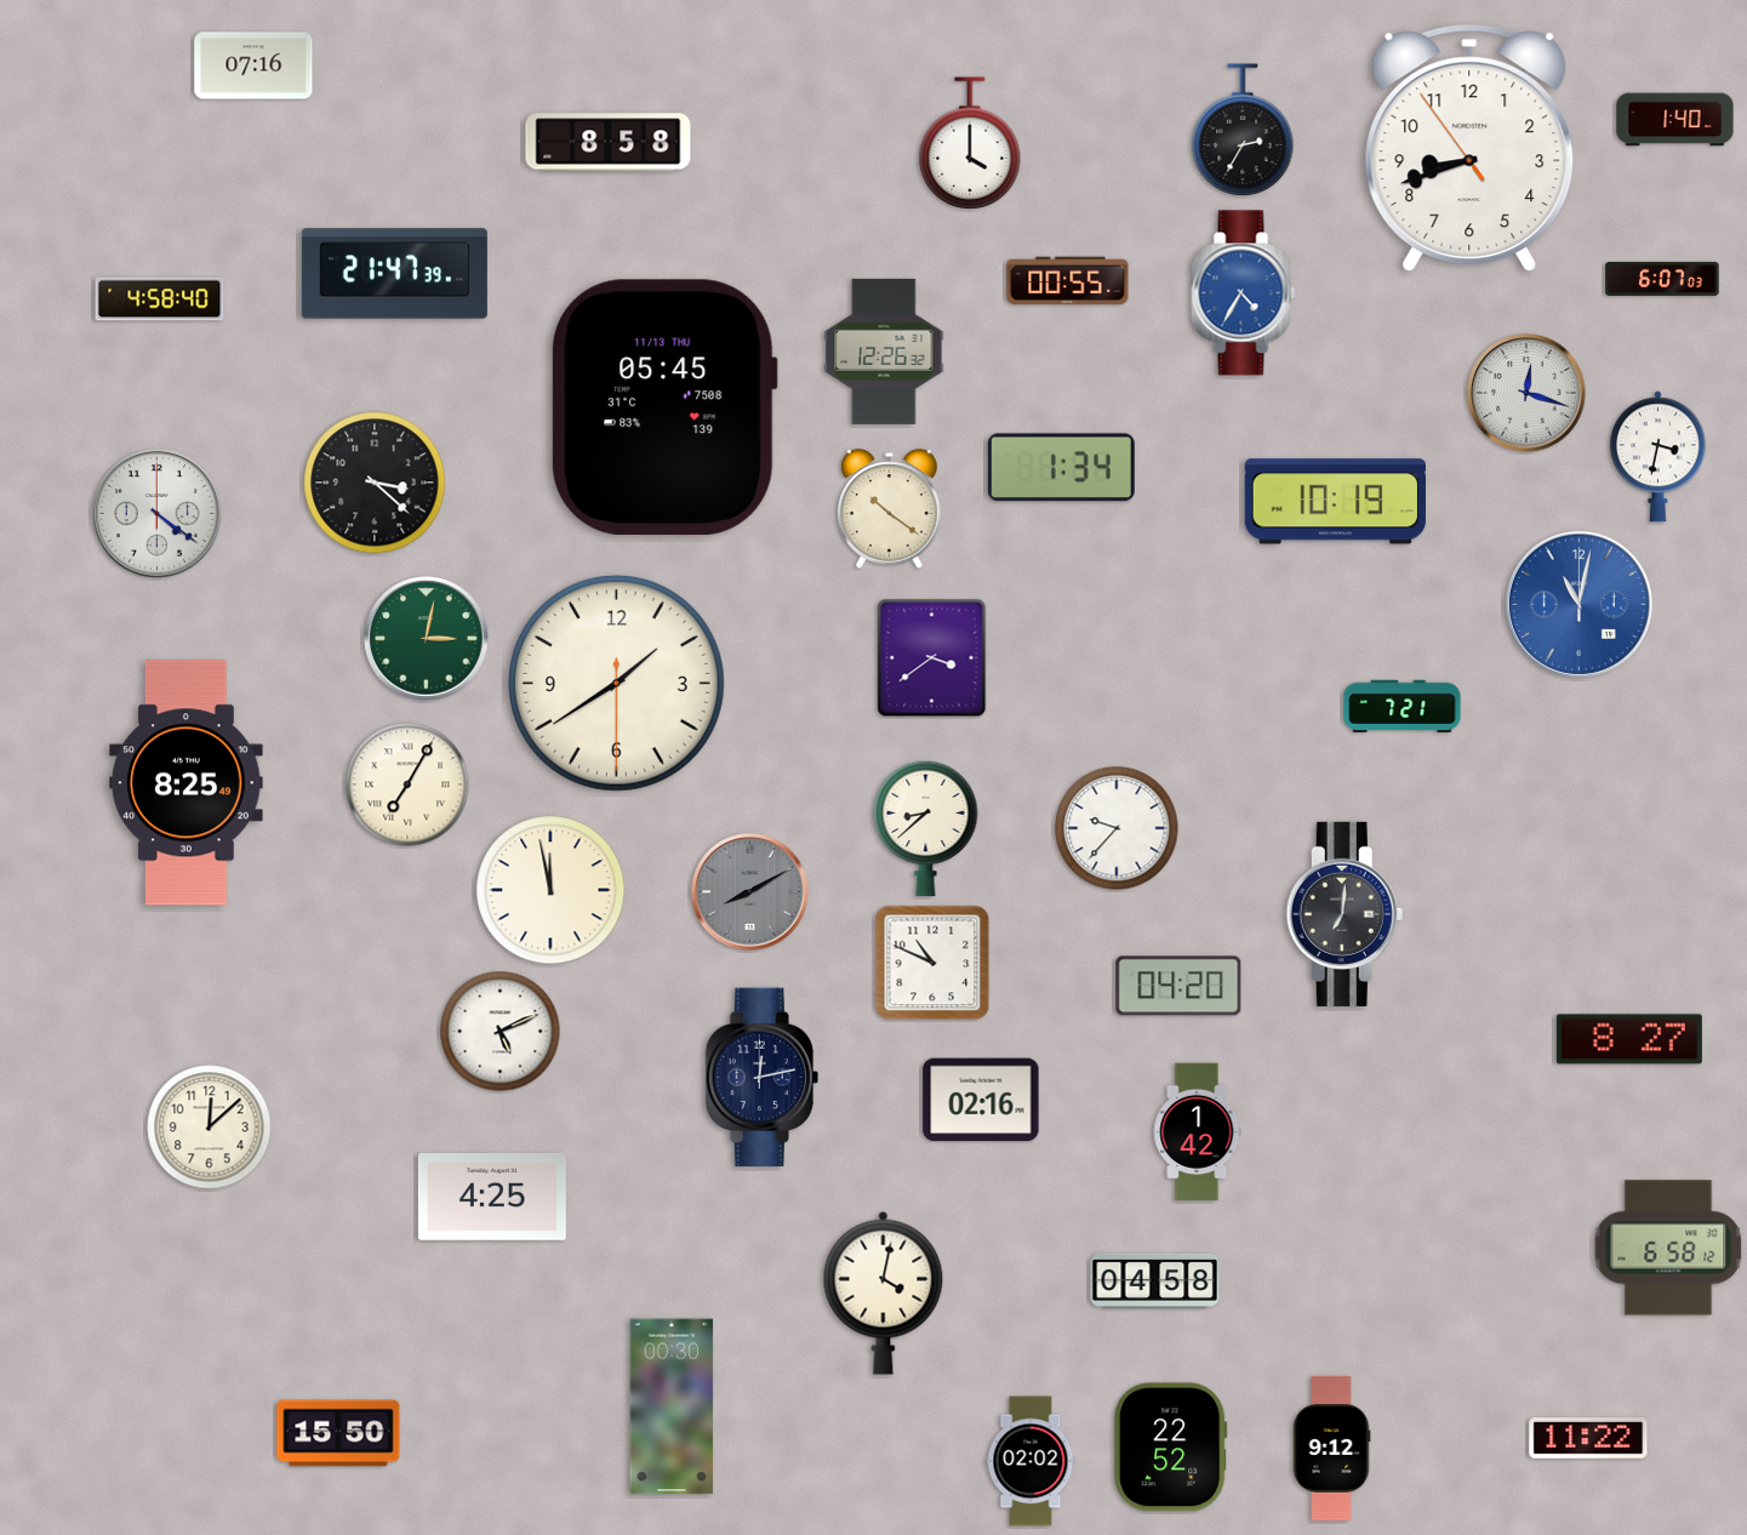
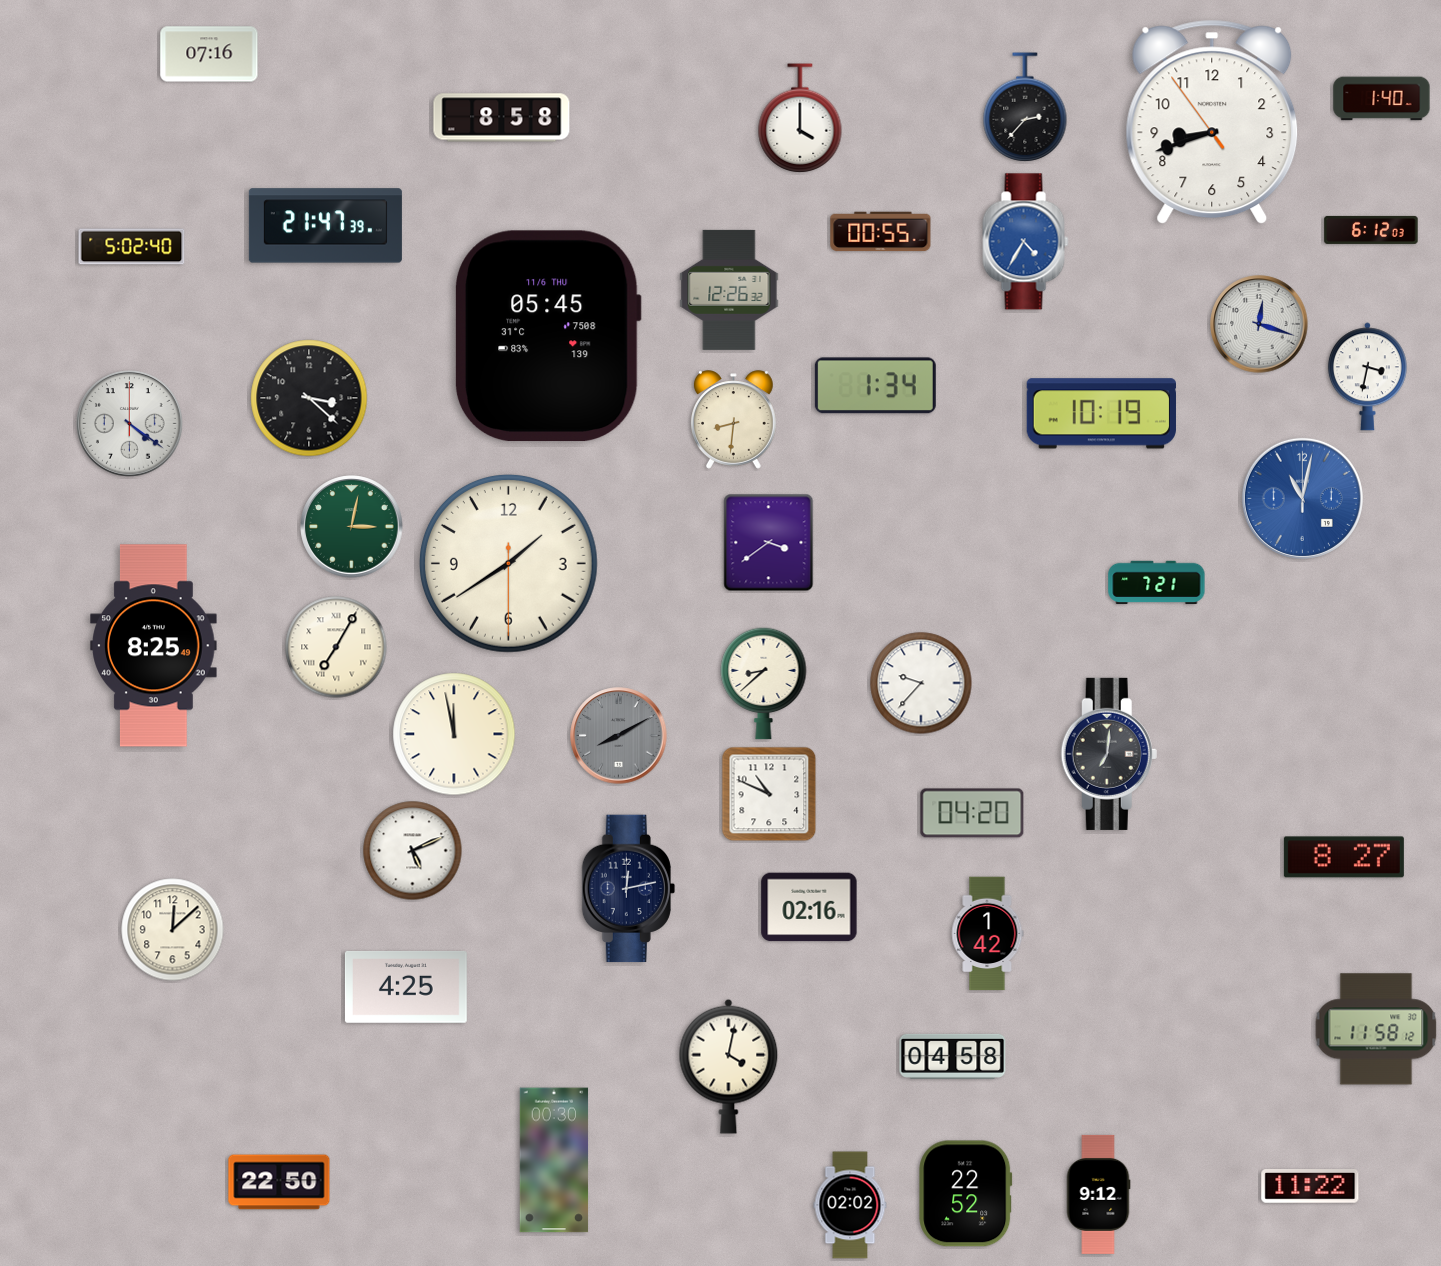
clock at (1243, 130): 2:35 -> 2:37
clock at (1662, 279): 6:07 -> 6:12
clock at (160, 299): 4:58 -> 5:02
clock at (664, 407) date: 11/13 THU -> 11/6 THU
clock at (890, 509): 10:21 -> 8:31
clock at (1668, 1248): 6:58 -> 11:58
clock at (338, 1433): 15:50 -> 22:50
